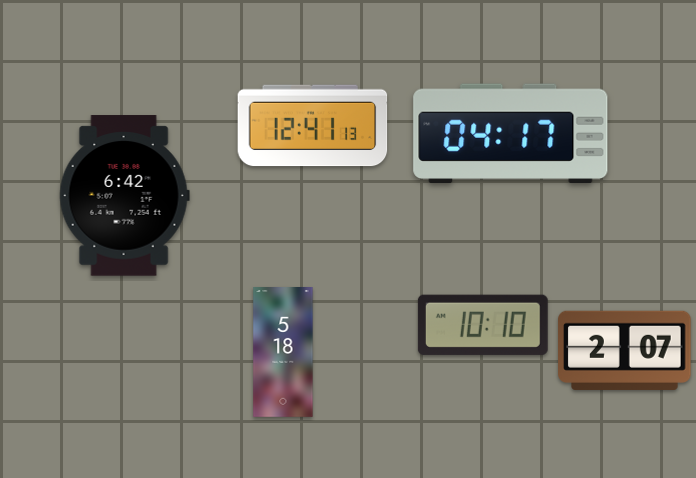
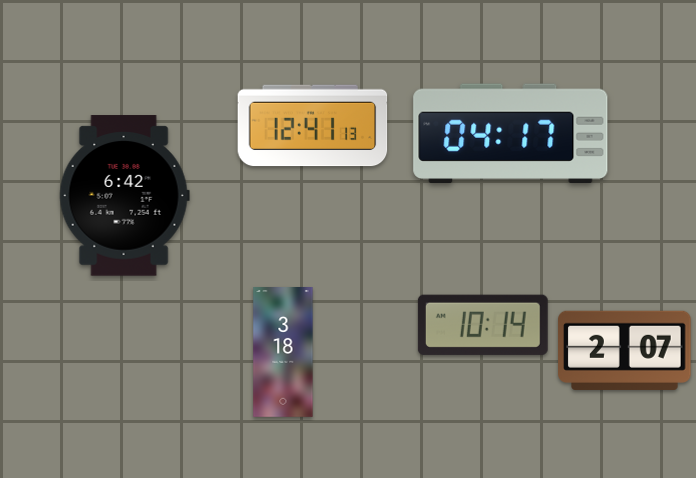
clock at (483, 325): 10:10 -> 10:14
clock at (283, 353): 5:18 -> 3:18
